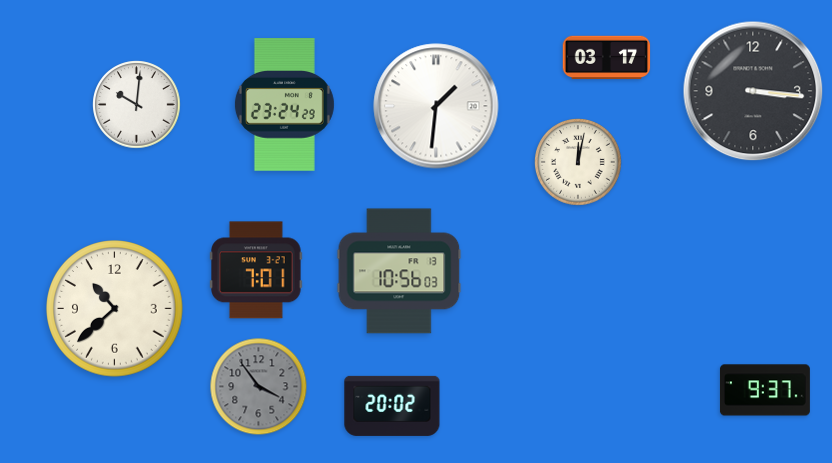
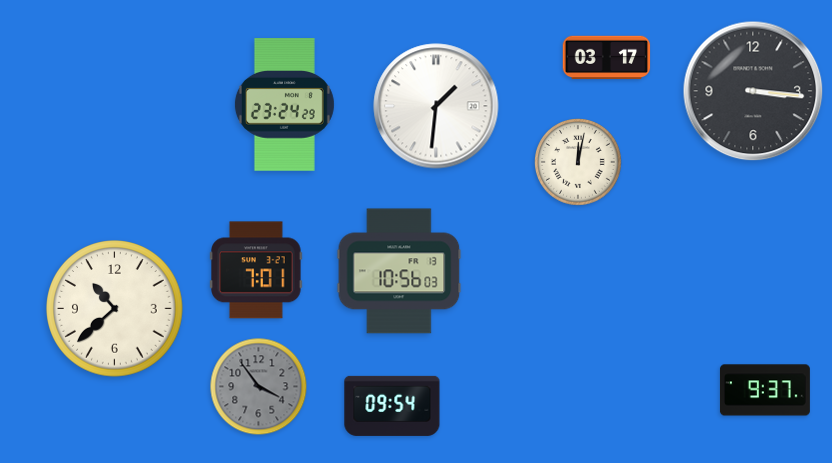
clock at (137, 105): 10:01 -> none
clock at (392, 406): 20:02 -> 09:54
